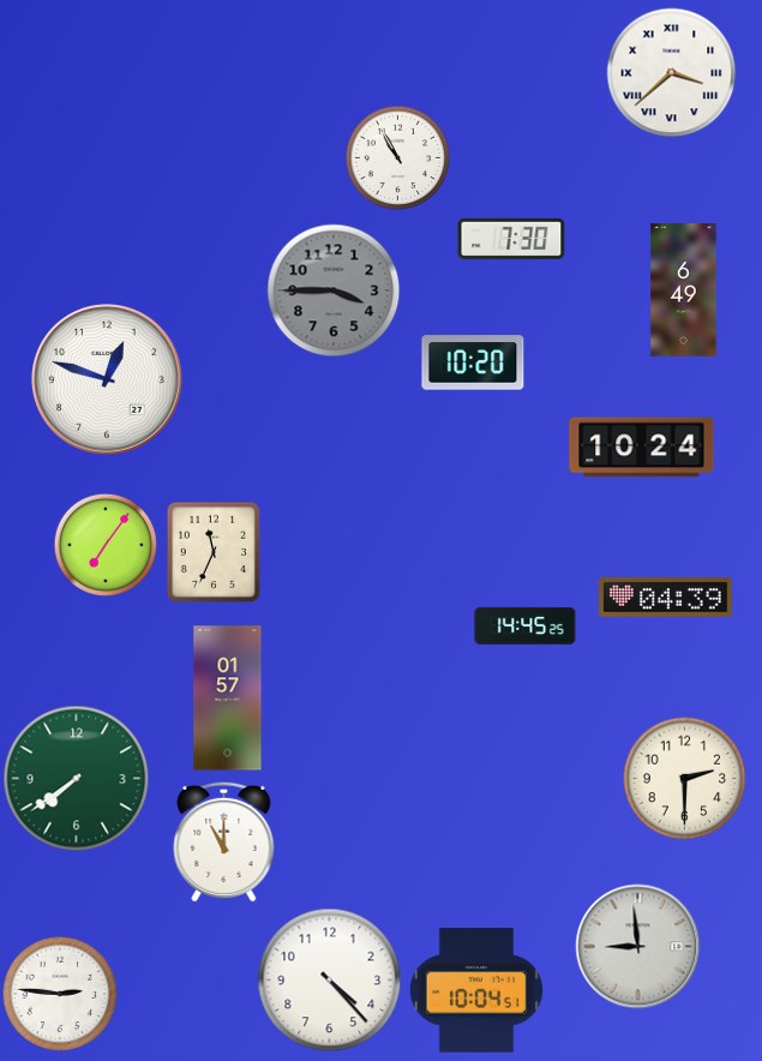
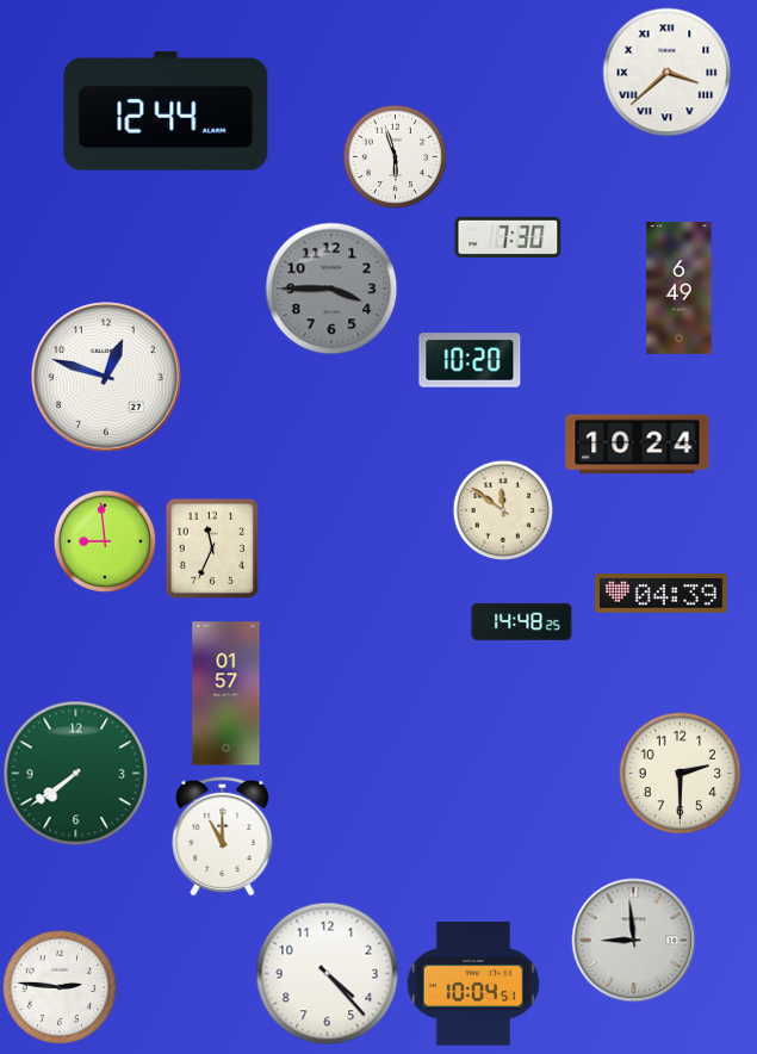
clock at (166, 112): none -> 12:44
clock at (397, 157): 10:55 -> 5:57
clock at (503, 510): none -> 11:51
clock at (106, 545): 7:06 -> 8:59
clock at (526, 625): 14:45 -> 14:48
